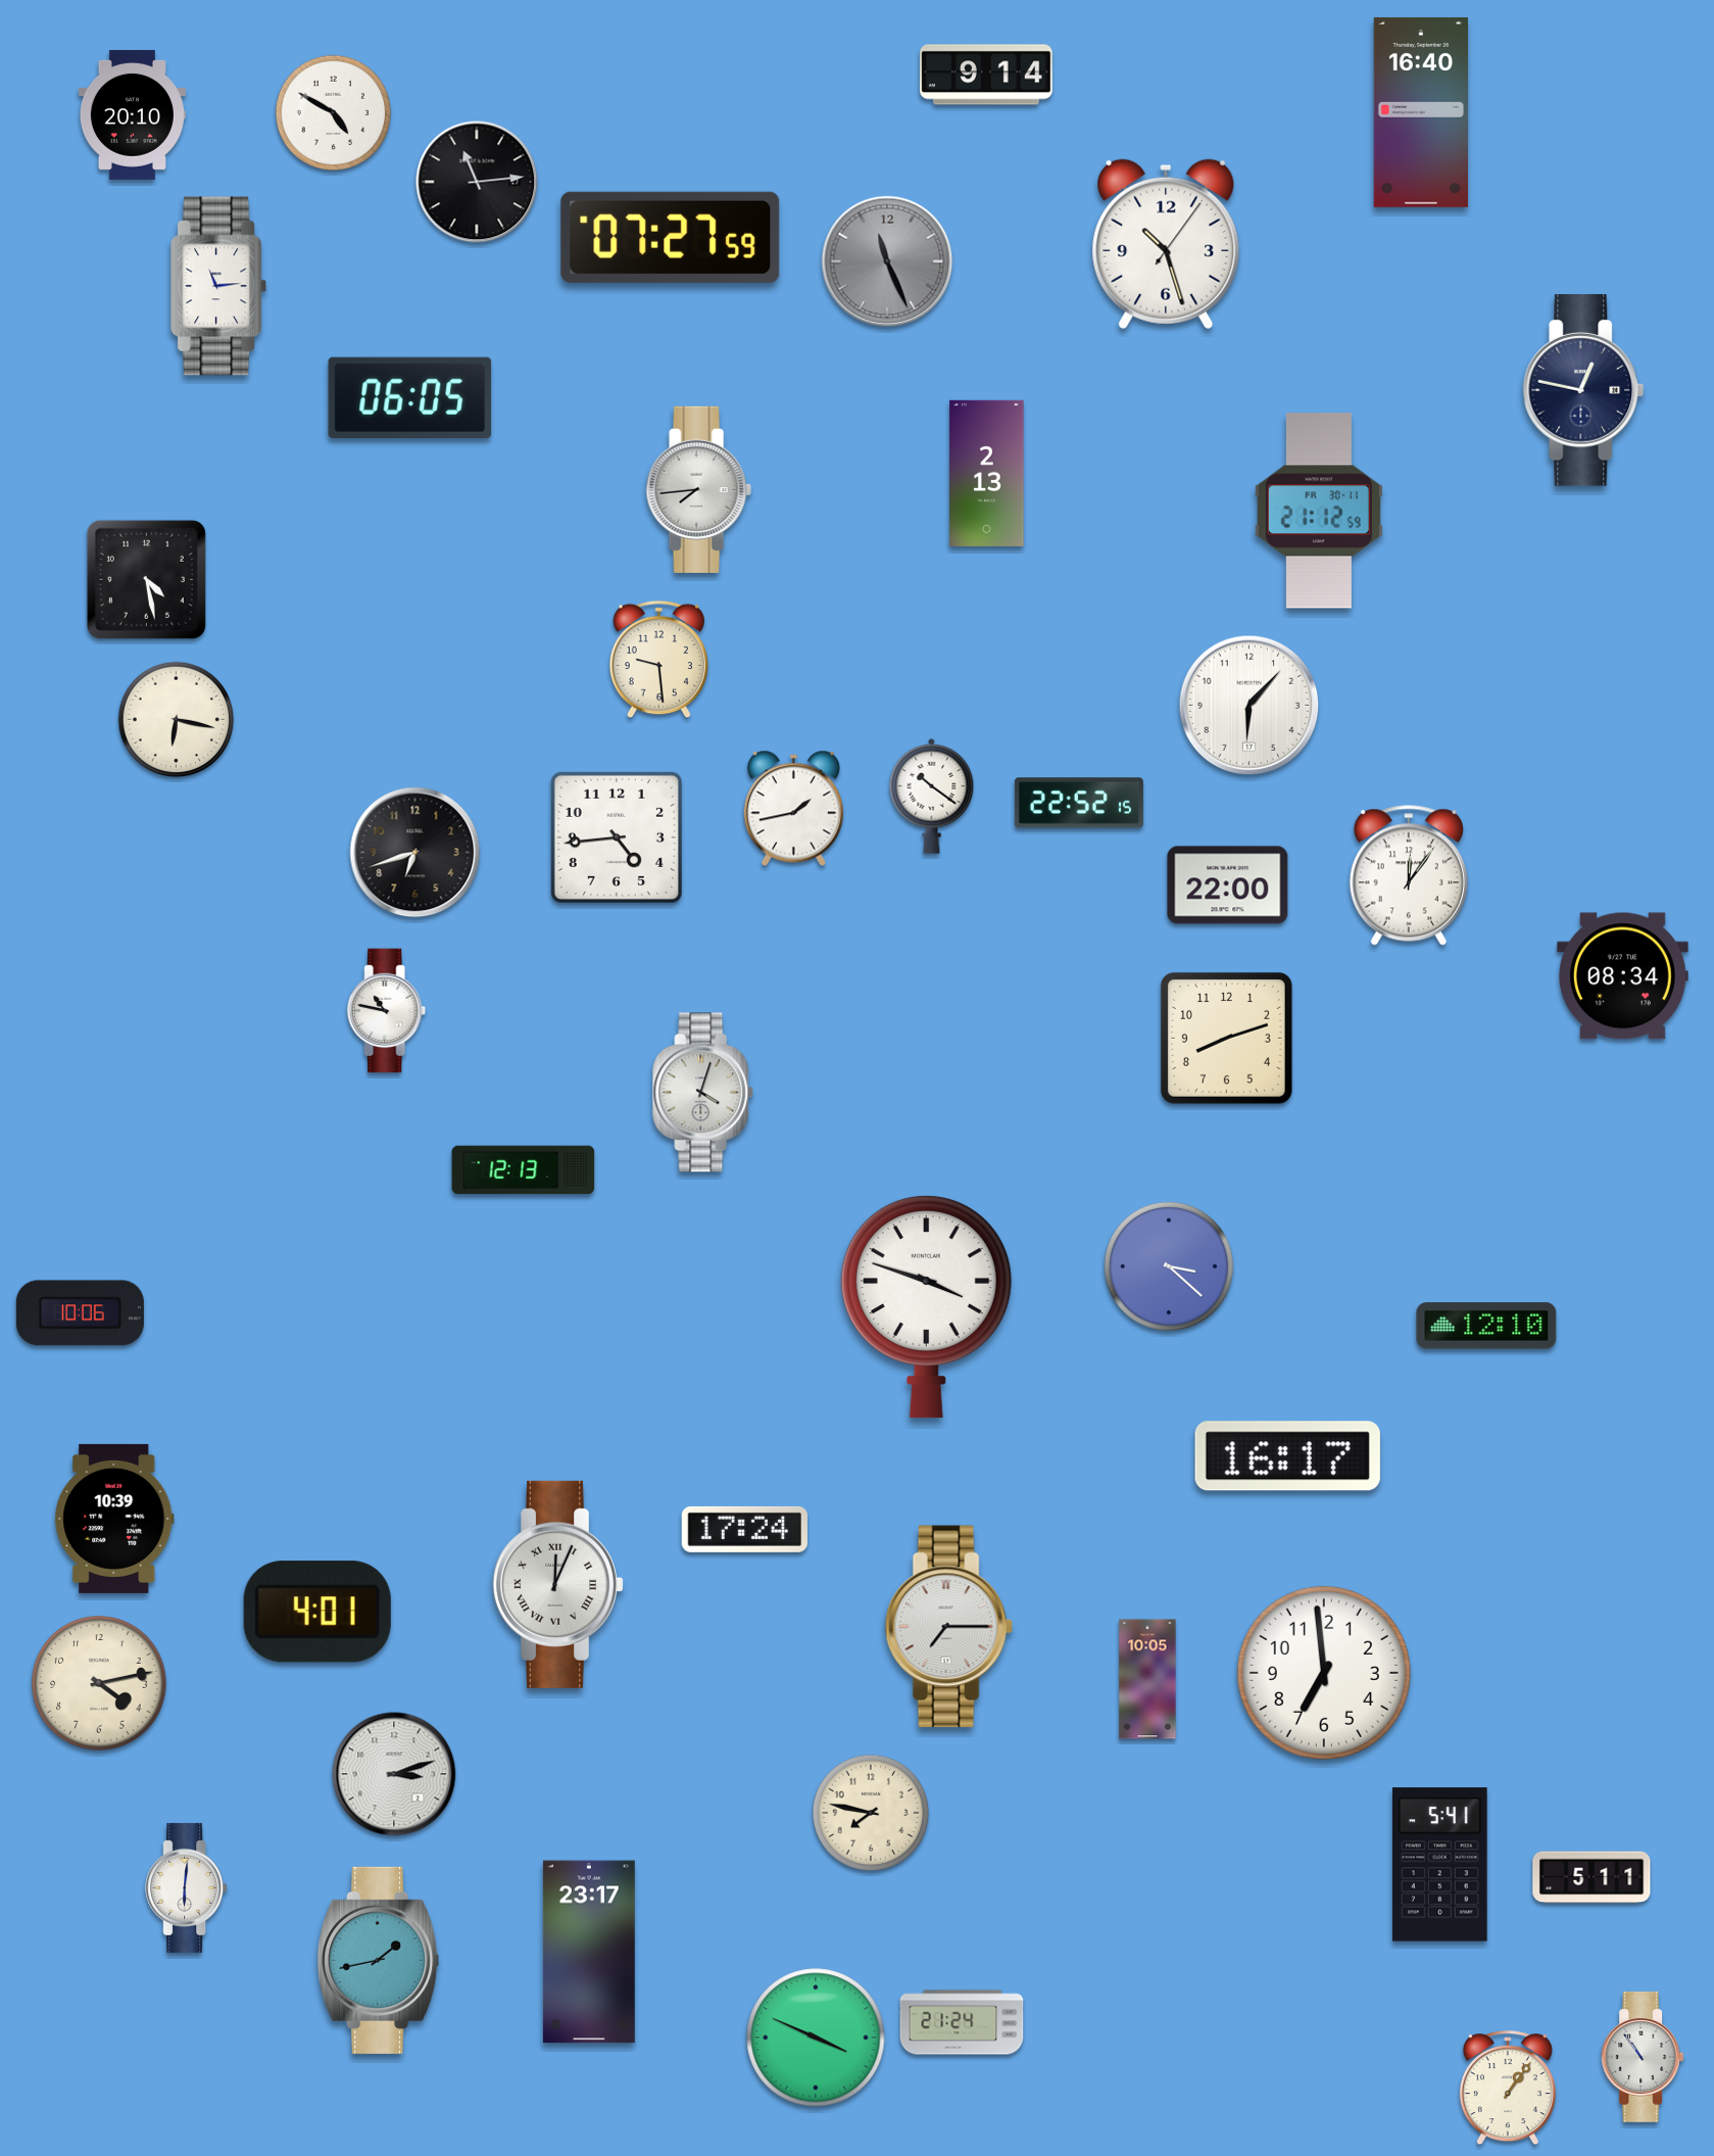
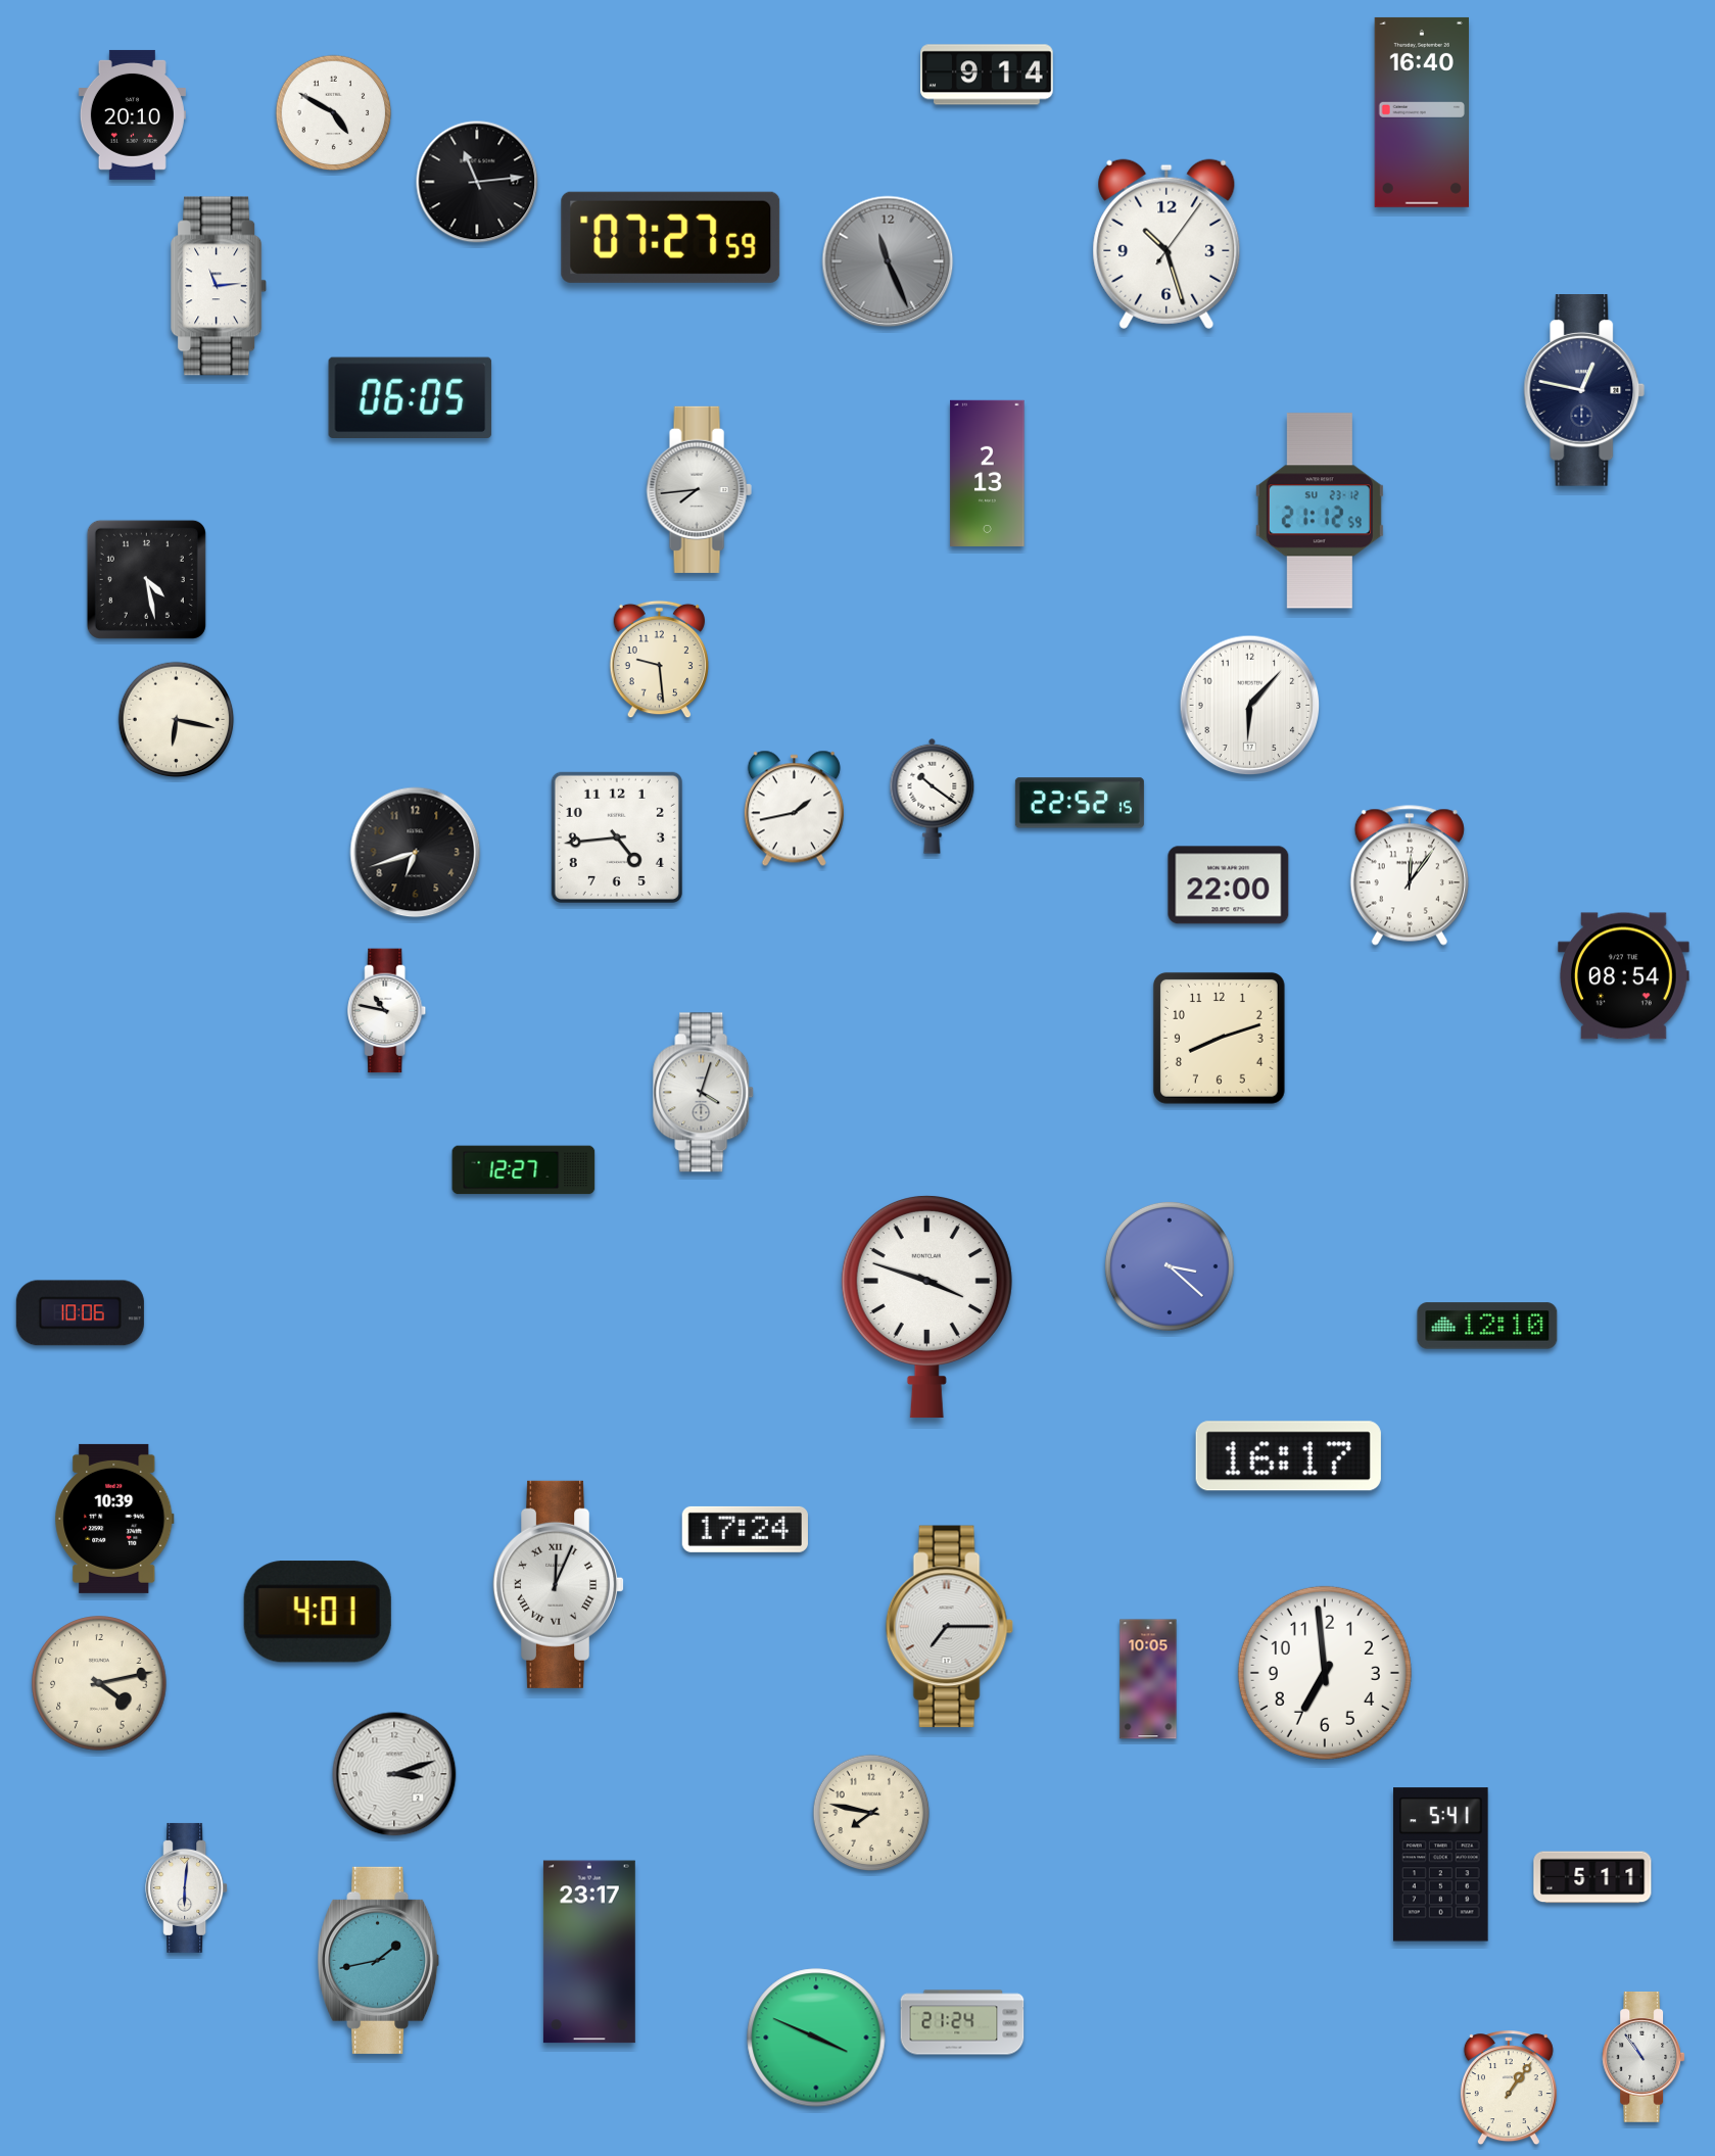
clock at (1319, 511) date: FR 30-11 -> SU 23-12
clock at (1623, 976): 08:34 -> 08:54
clock at (1226, 1038) position: (1226, 1038) -> (1219, 1038)
clock at (524, 1170): 12:13 -> 12:27
